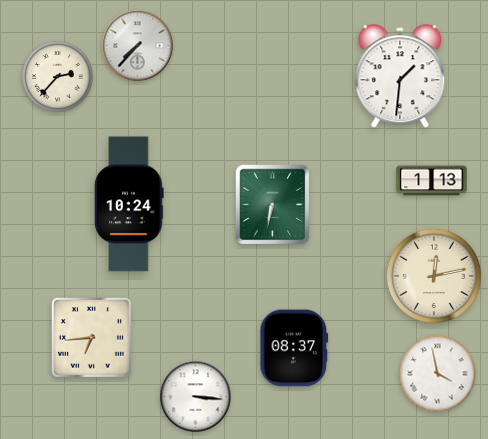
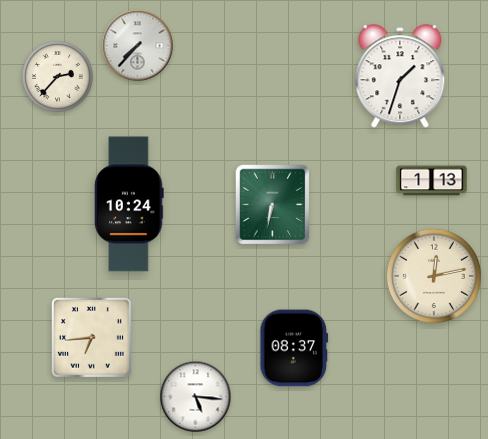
clock at (400, 77): 1:31 -> 1:33
clock at (438, 374): 3:58 -> none
clock at (196, 397): 3:16 -> 5:16
